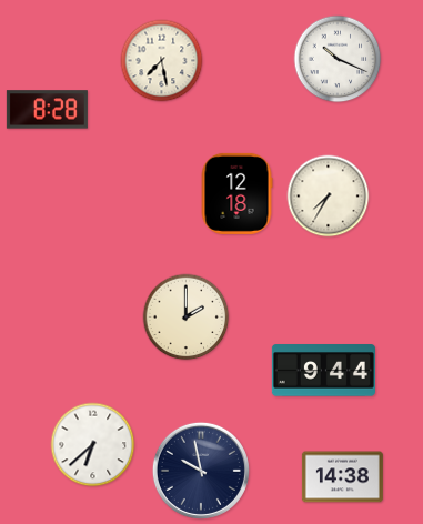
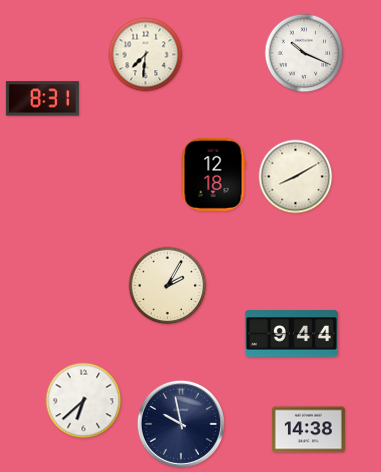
clock at (162, 61): 7:28 -> 7:31
clock at (47, 110): 8:28 -> 8:31
clock at (329, 196): 7:35 -> 8:10
clock at (187, 318): 2:00 -> 2:05
